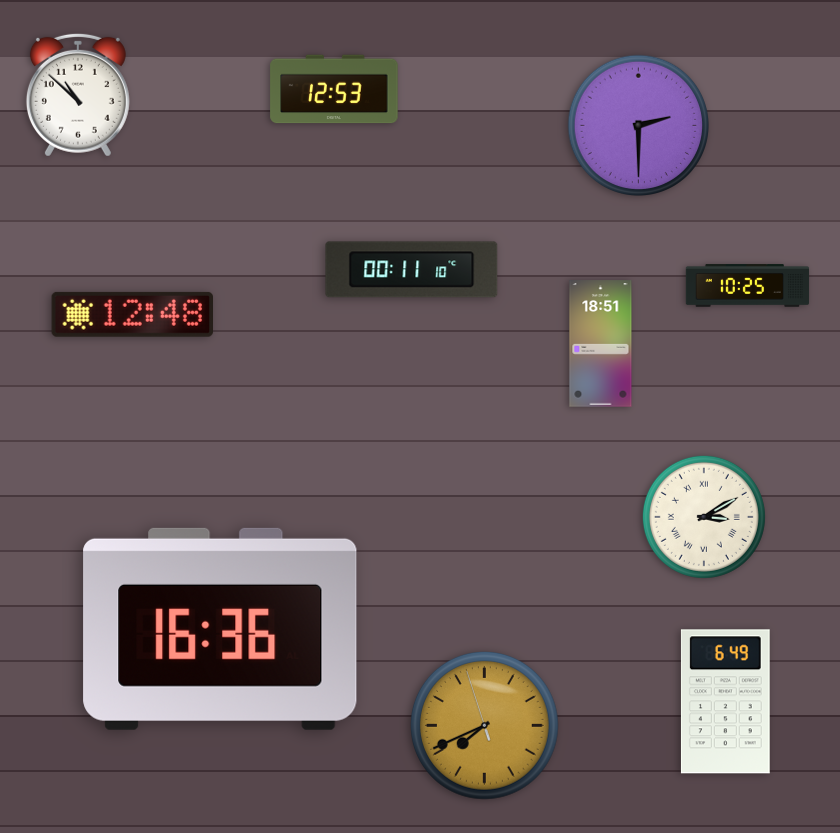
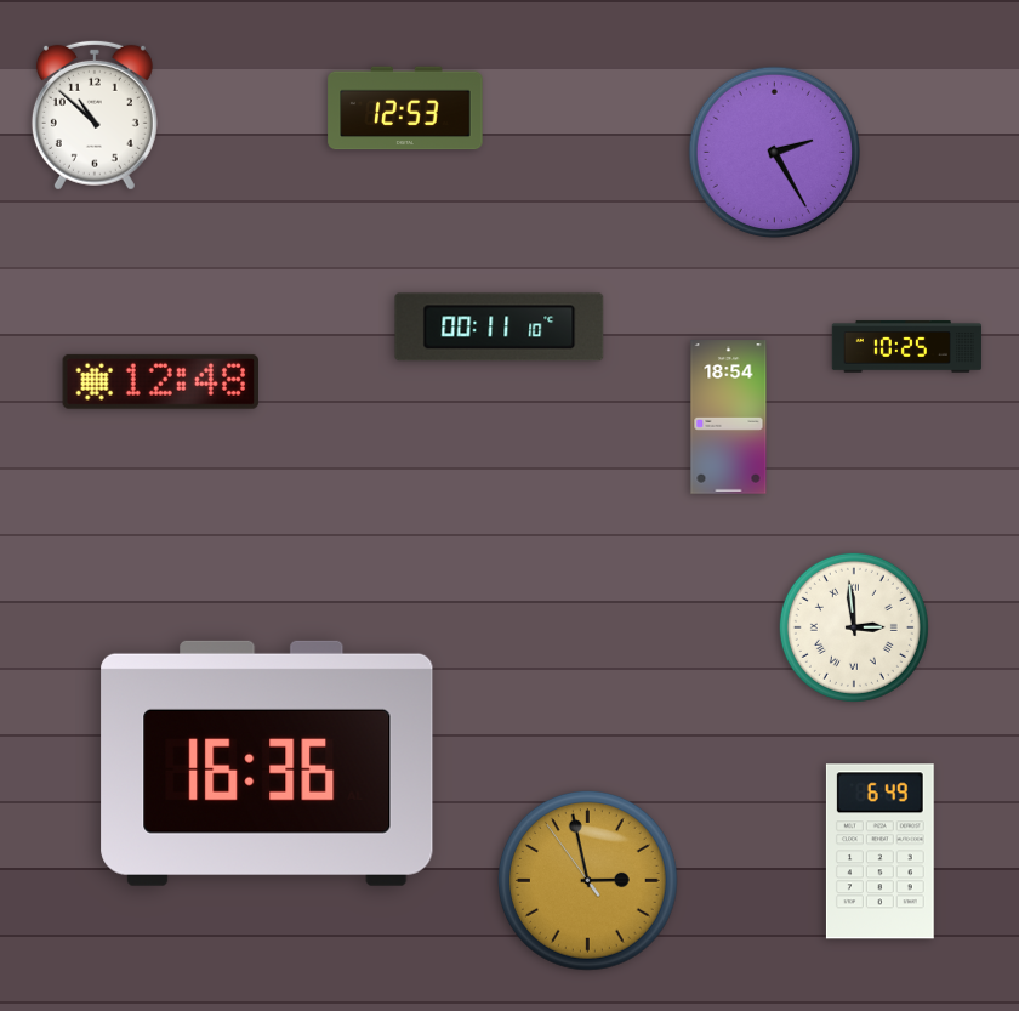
clock at (638, 125): 2:30 -> 2:25
clock at (601, 344): 18:51 -> 18:54
clock at (704, 517): 3:10 -> 2:59
clock at (485, 726): 7:40 -> 2:57
